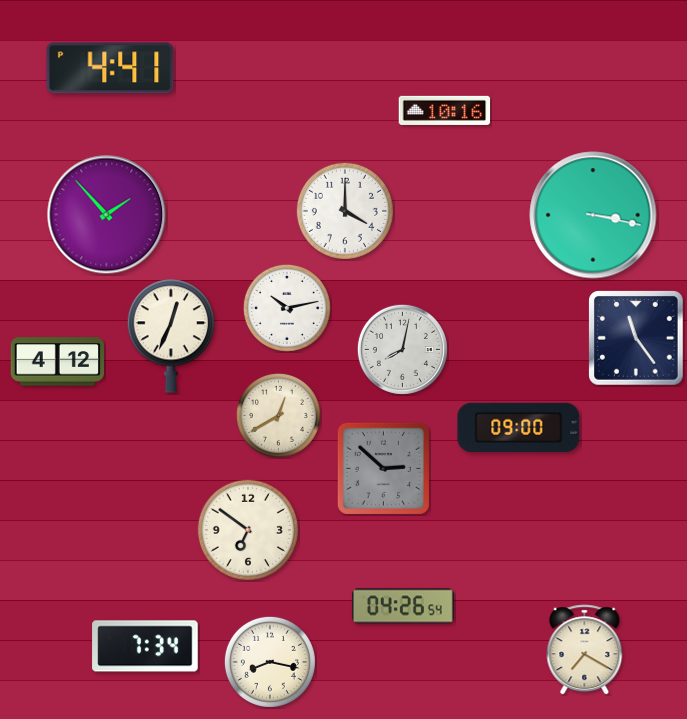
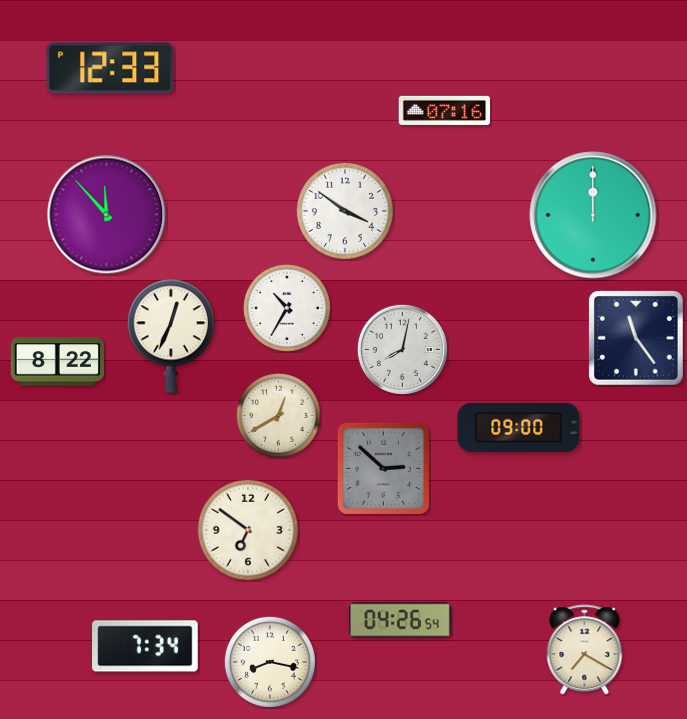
clock at (110, 68): 4:41 -> 12:33
clock at (445, 110): 10:16 -> 07:16
clock at (345, 211): 4:00 -> 3:51
clock at (107, 215): 1:53 -> 11:53
clock at (593, 215): 3:17 -> 12:00
clock at (287, 308): 10:13 -> 10:35
clock at (57, 362): 4:12 -> 8:22
clock at (403, 606) position: (403, 606) -> (400, 620)
